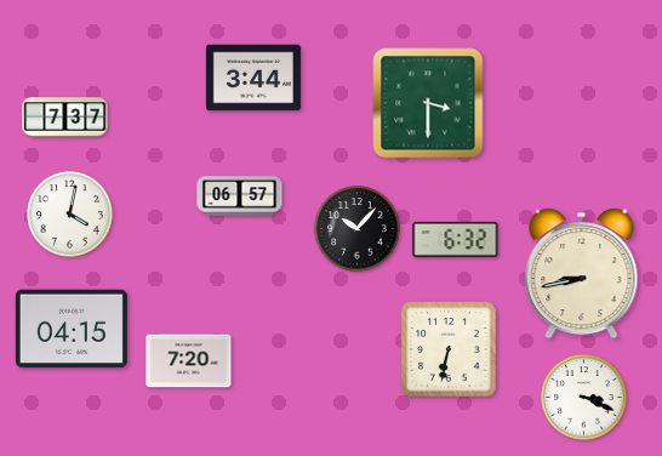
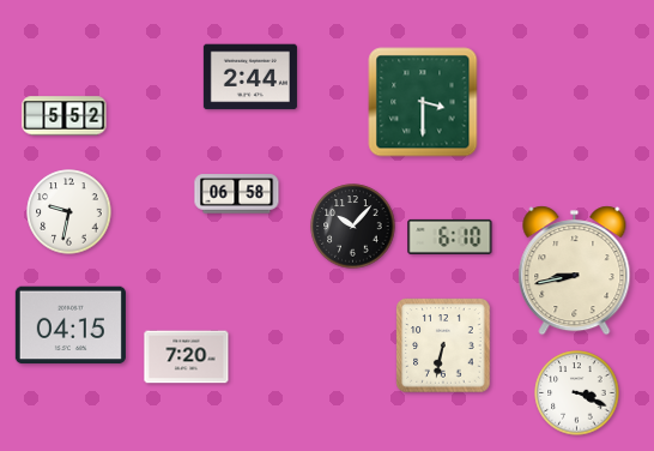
clock at (253, 78): 3:44 -> 2:44
clock at (65, 118): 7:37 -> 5:52
clock at (240, 196): 06:57 -> 06:58
clock at (70, 215): 4:02 -> 9:32
clock at (456, 239): 6:32 -> 6:10
